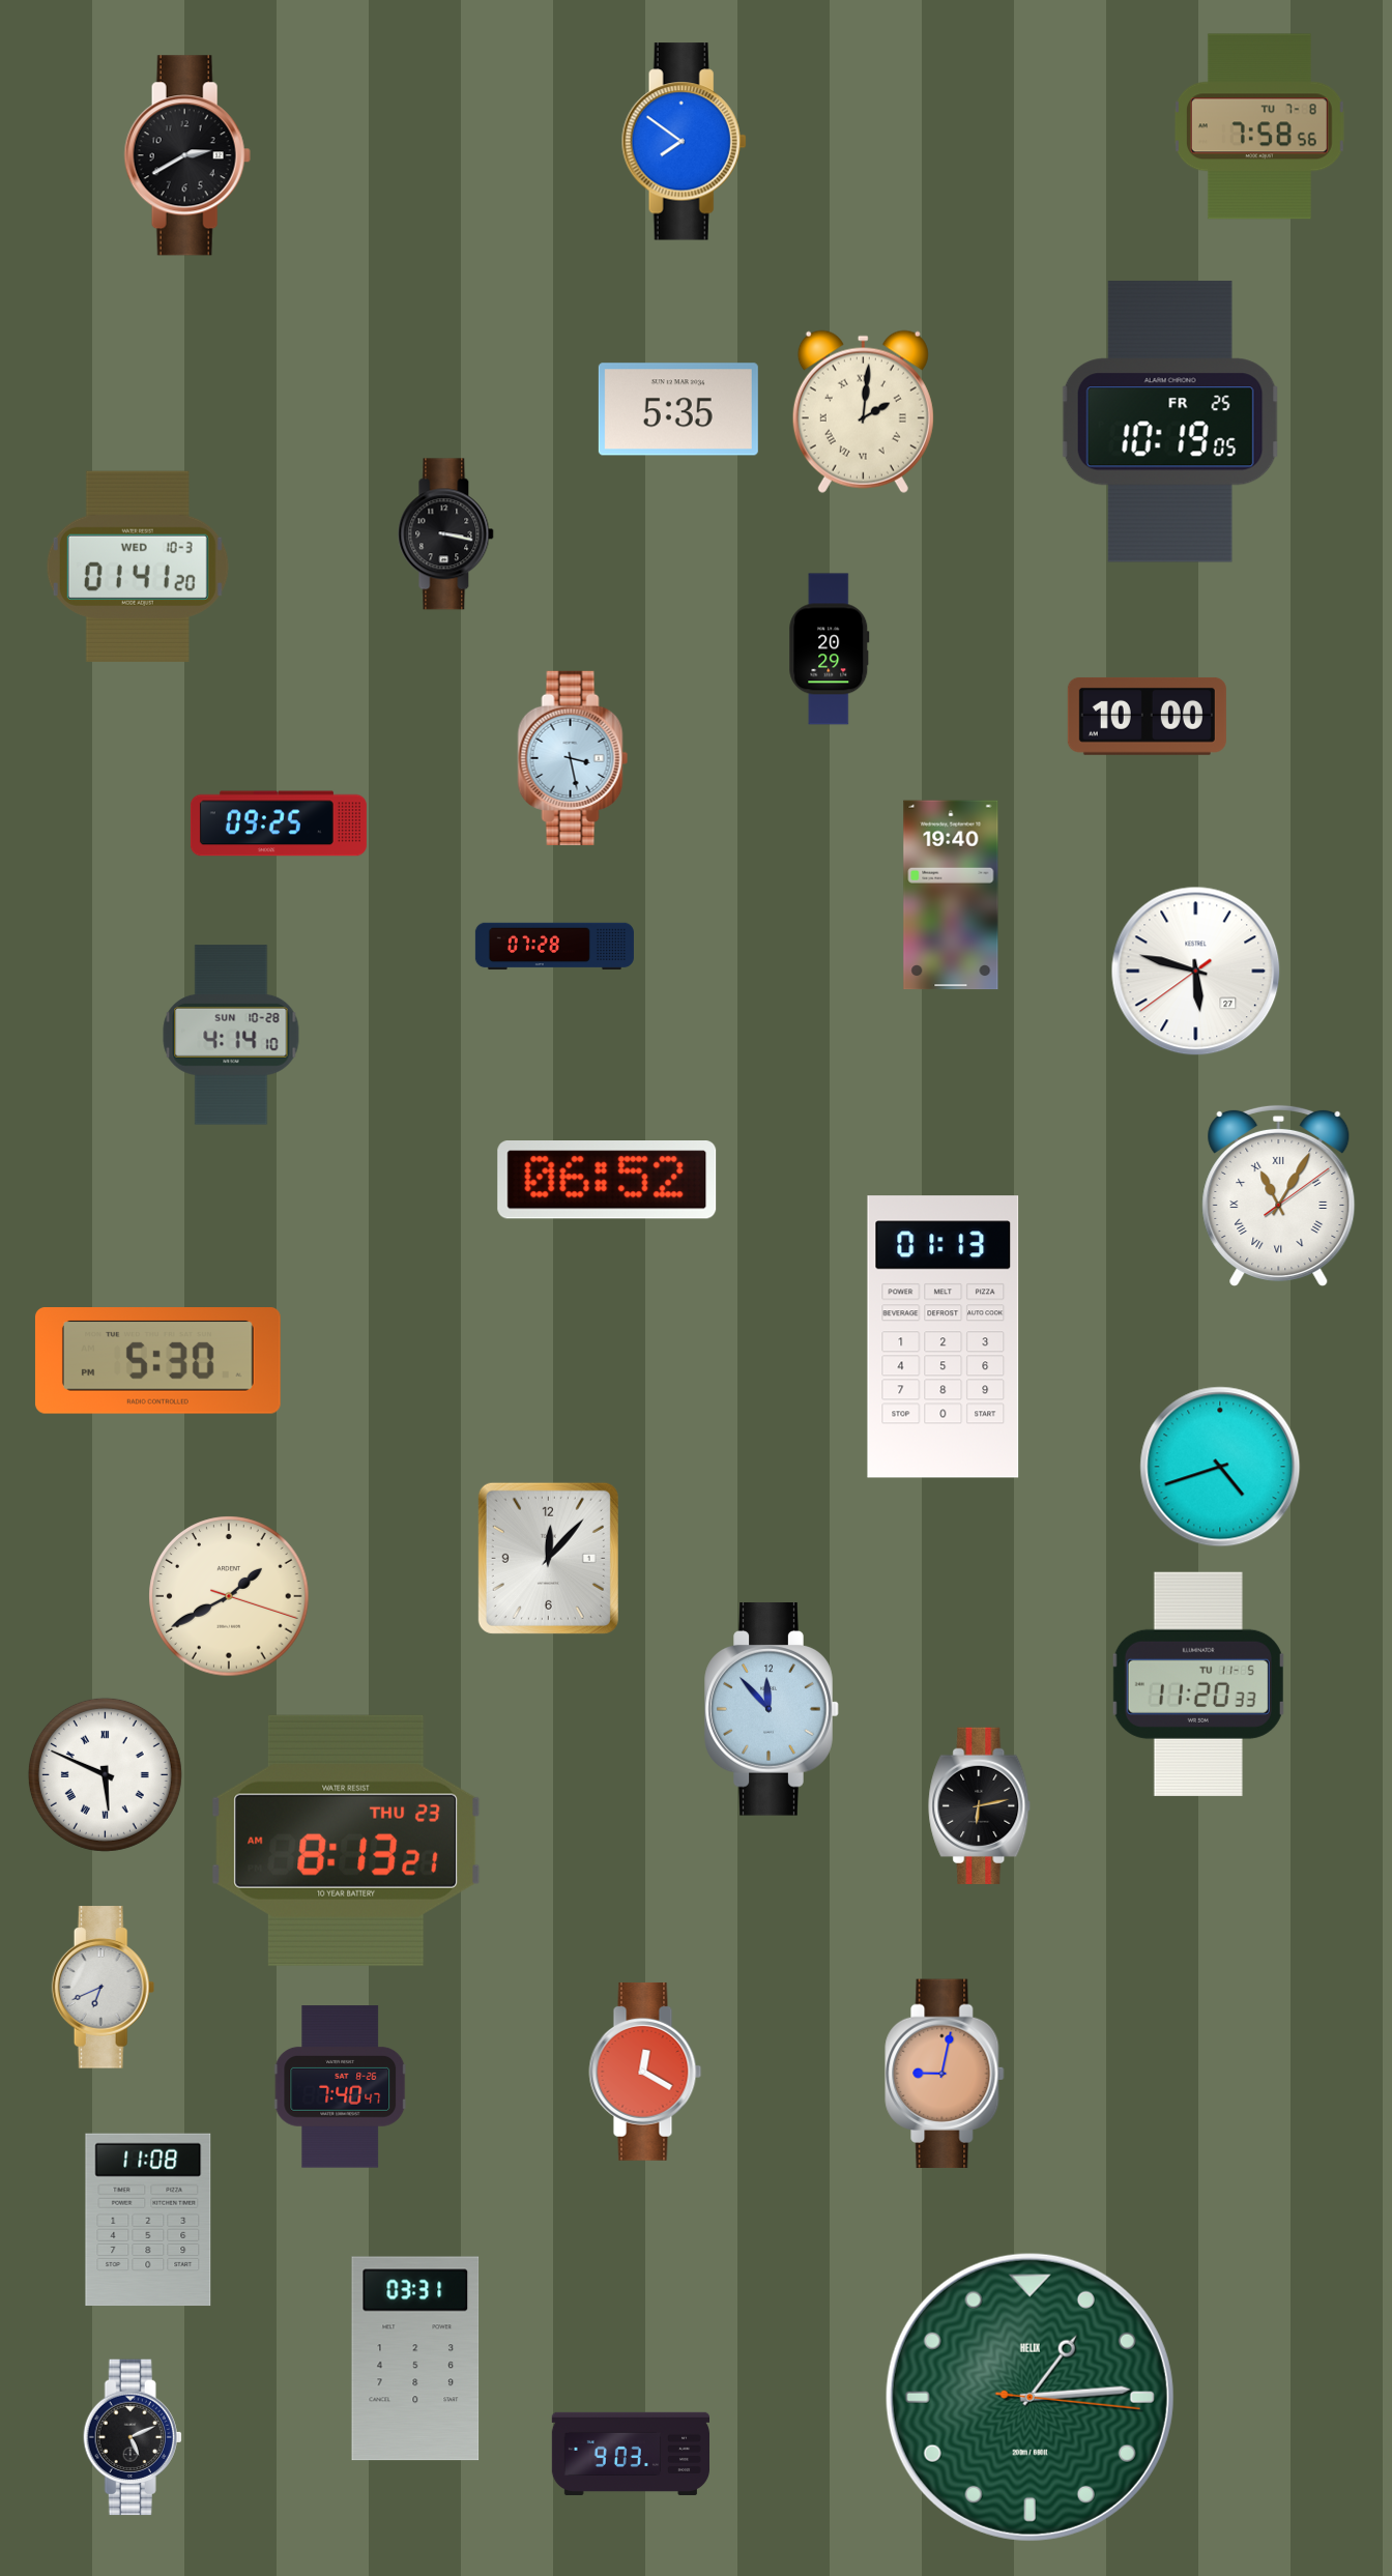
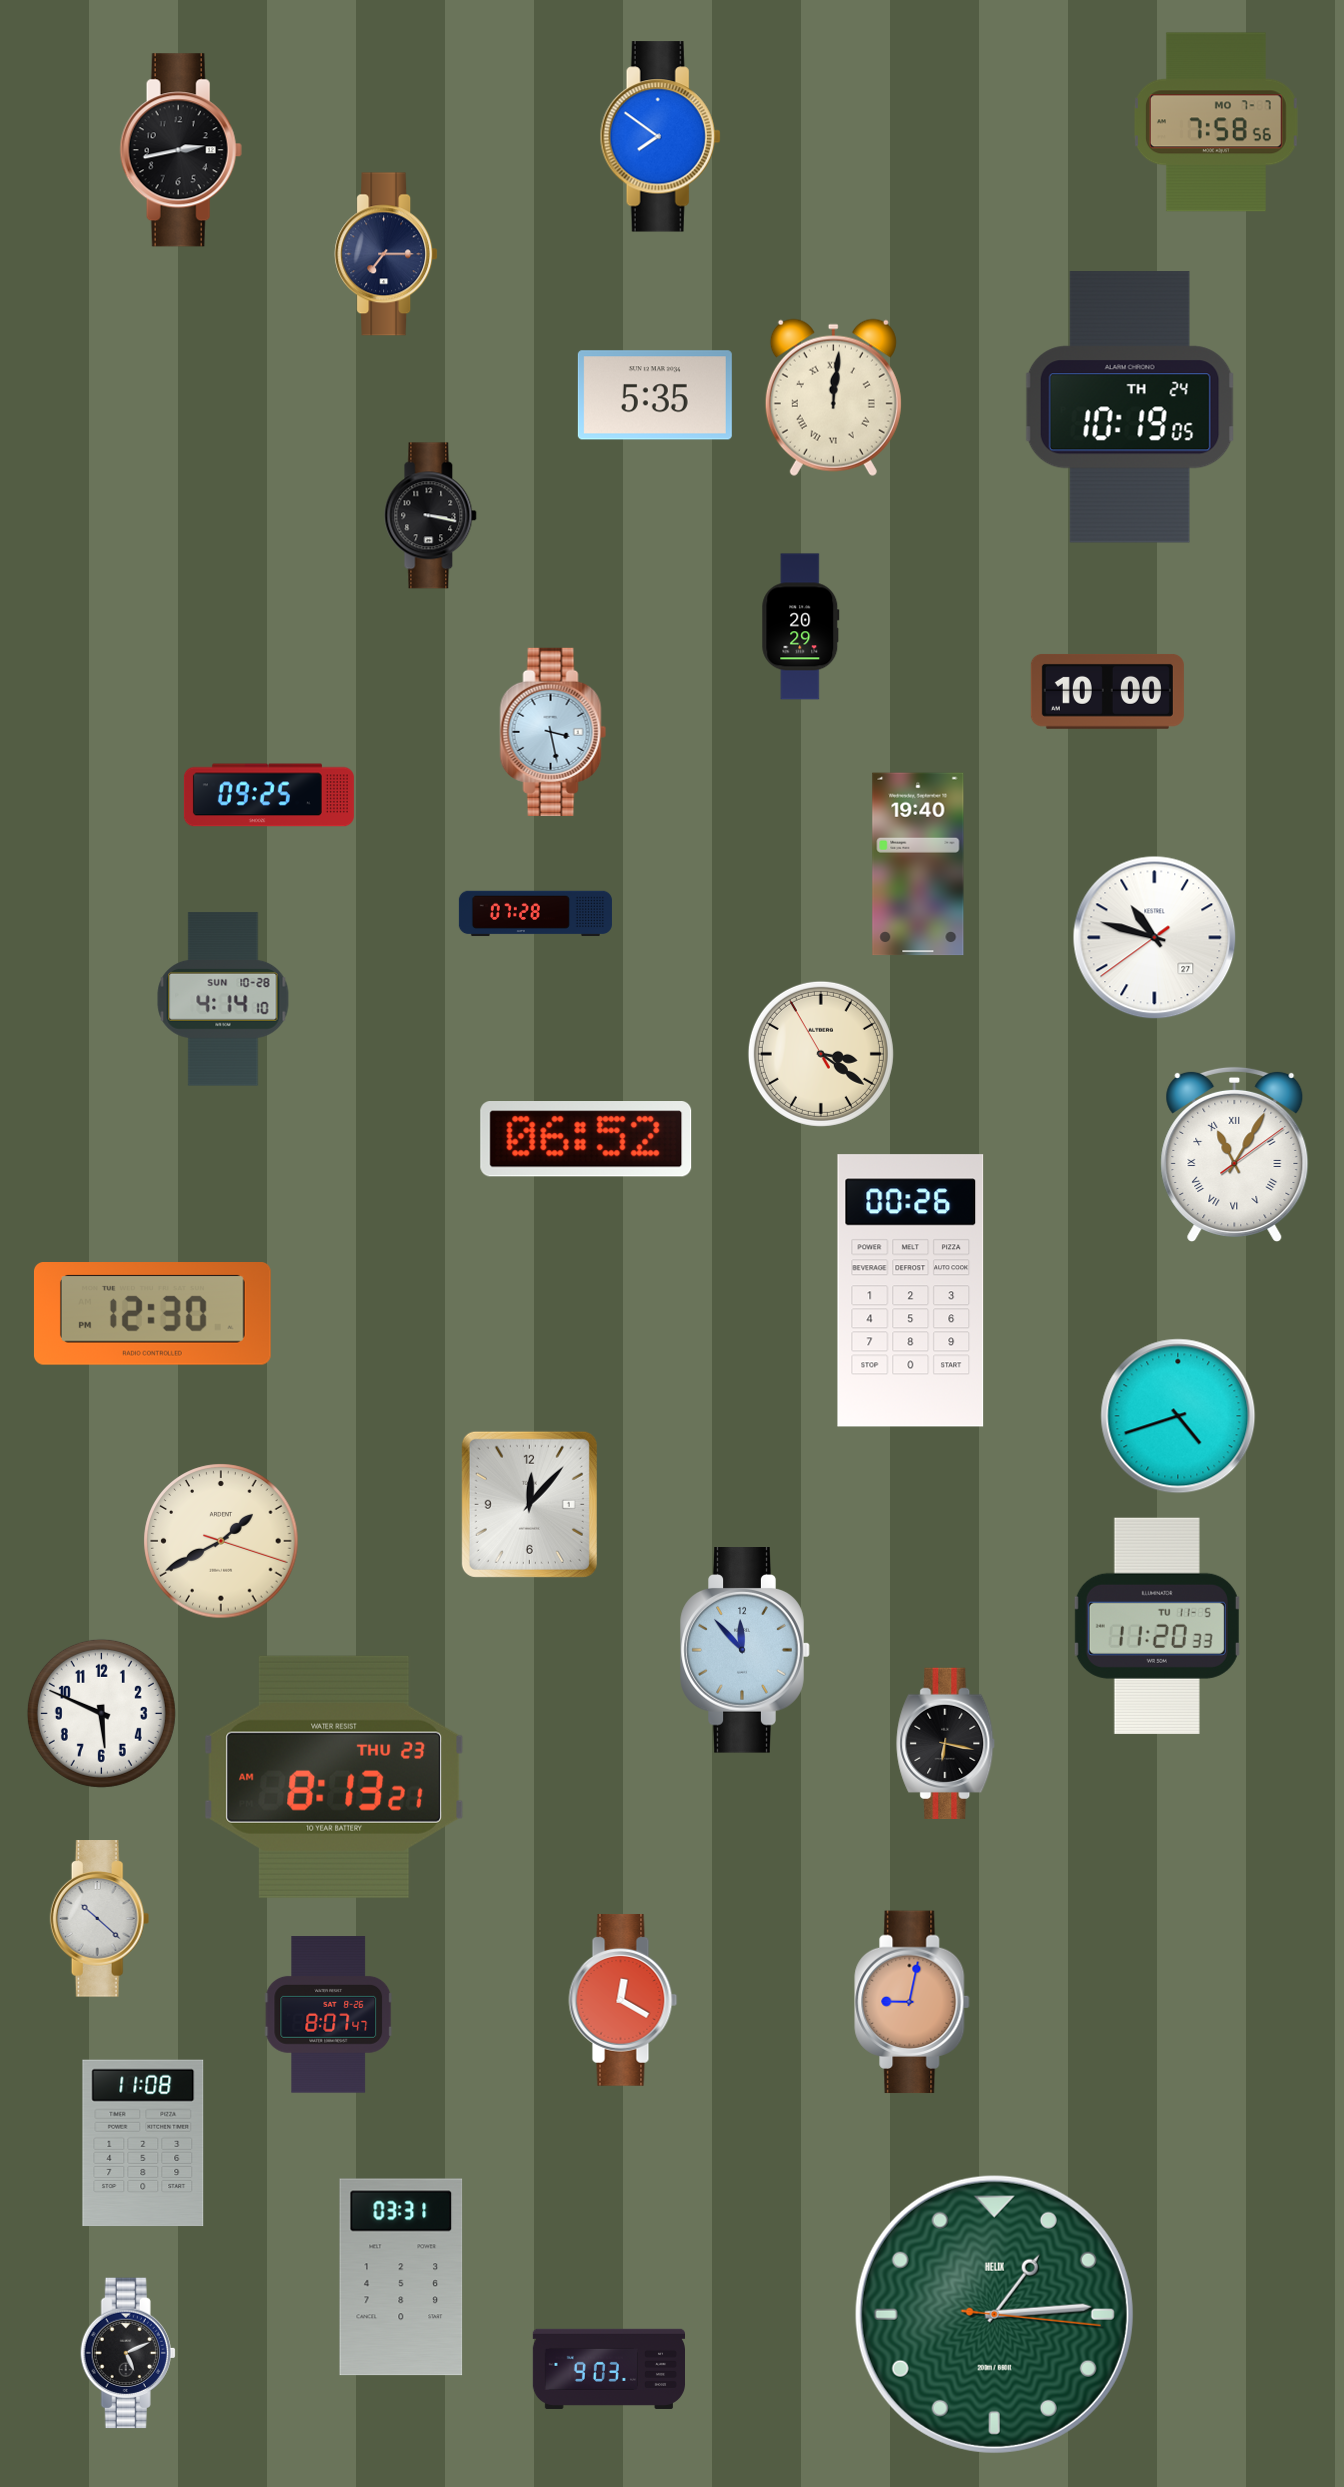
clock at (1259, 126) date: TU 7-8 -> MO 7-7
clock at (187, 155): 2:40 -> 2:43
clock at (386, 254): none -> 7:15
clock at (863, 411): 2:01 -> 12:01
clock at (1170, 422) date: FR 25 -> TH 24
clock at (138, 567): 01:41 -> none
clock at (1196, 972): 5:47 -> 10:47
clock at (821, 1054): none -> 3:20
clock at (944, 1337): 01:13 -> 00:26
clock at (157, 1361): 5:30 -> 12:30
clock at (105, 1774) numerals: Roman -> Arabic
clock at (980, 1805): 6:13 -> 6:17
clock at (104, 1988): 6:41 -> 10:22
clock at (341, 2087): 7:40 -> 8:07
